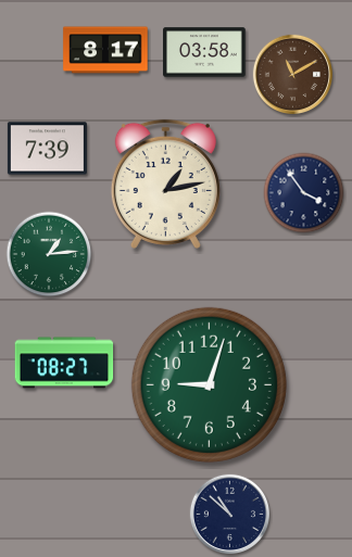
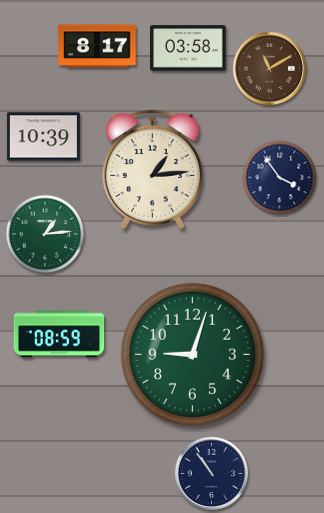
clock at (47, 149): 7:39 -> 10:39
clock at (165, 183): 1:13 -> 1:14
clock at (64, 363): 08:27 -> 08:59
clock at (229, 514): 10:52 -> 10:54
